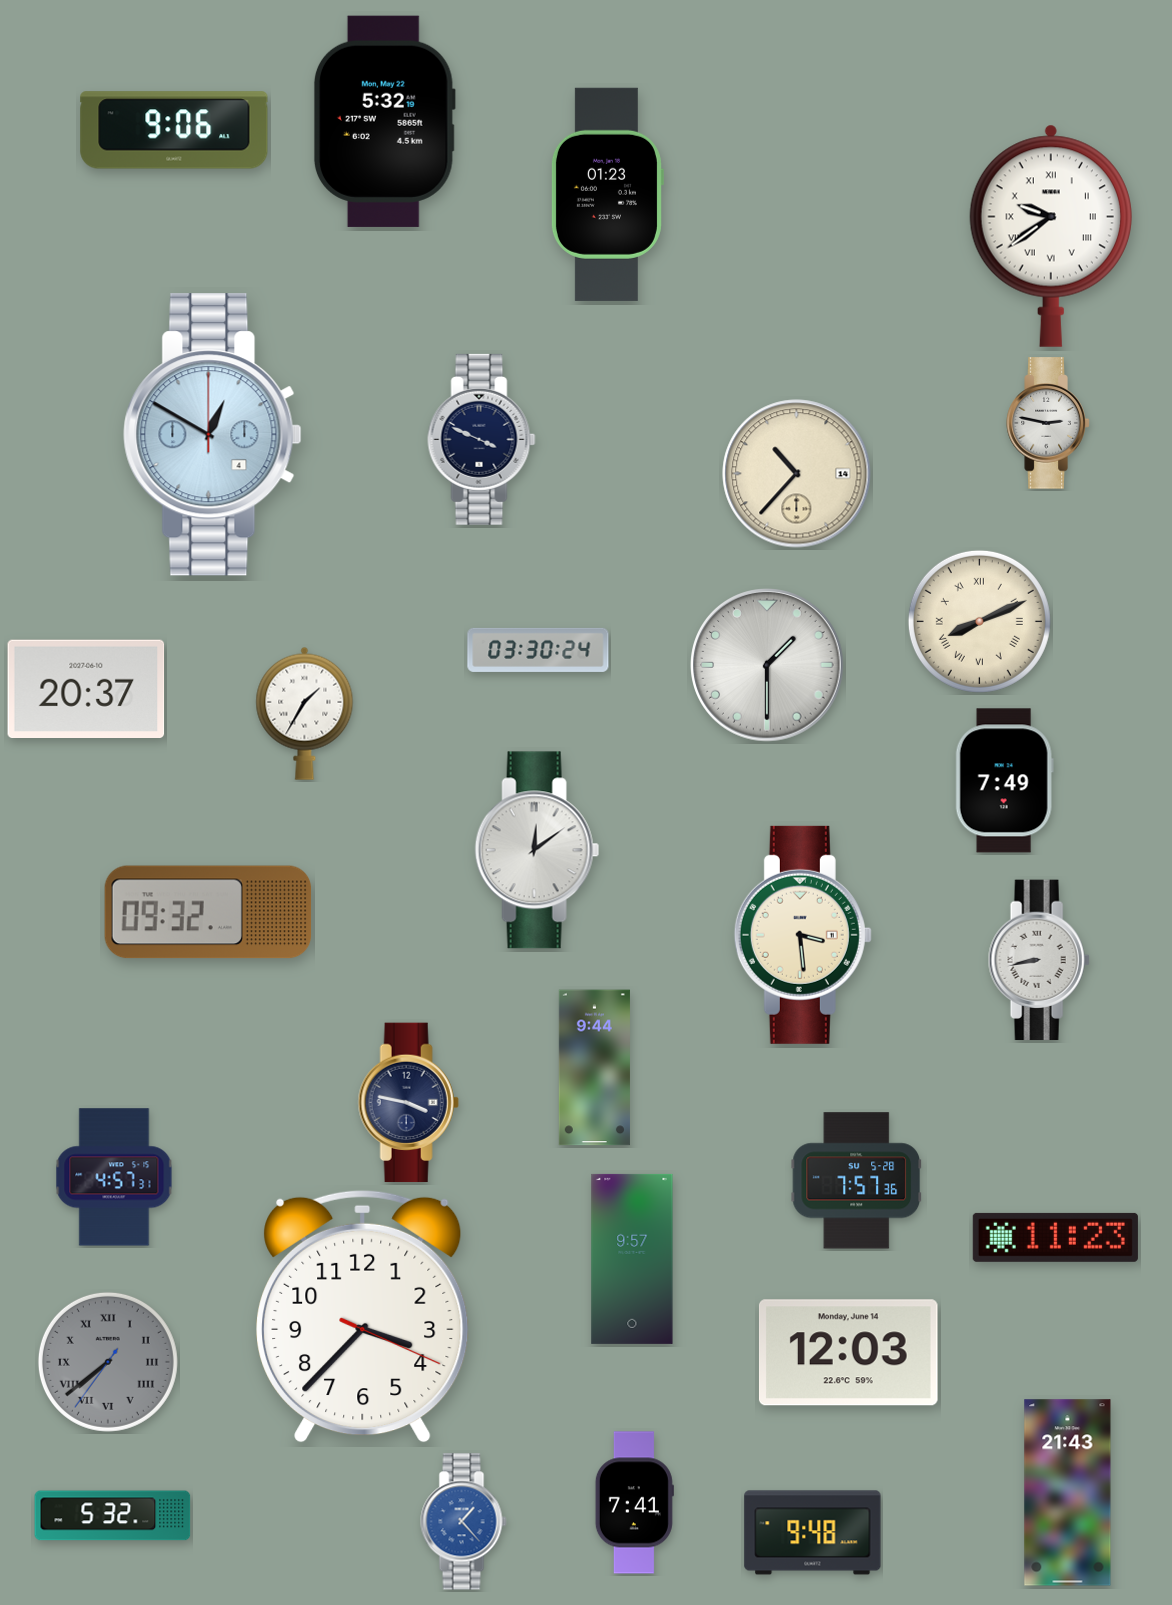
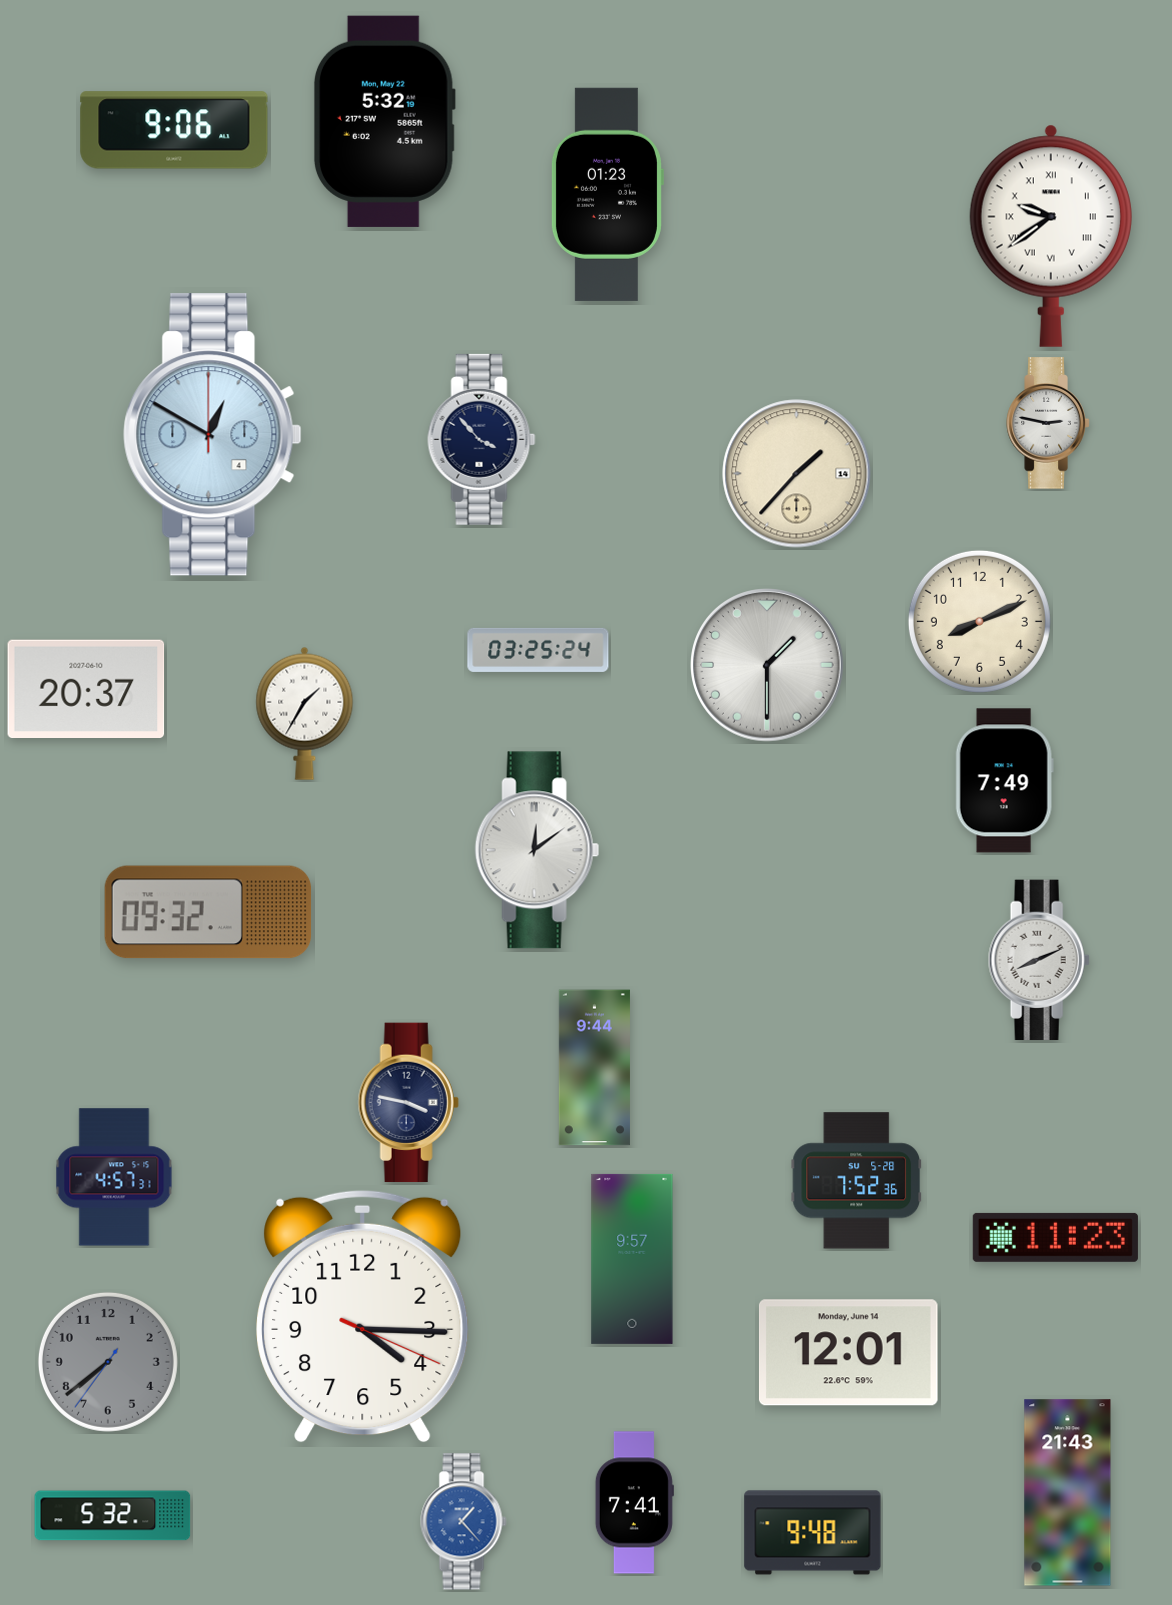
clock at (482, 439): 3:49 -> 3:53
clock at (797, 474): 10:37 -> 1:37
clock at (979, 621) numerals: Roman -> Arabic
clock at (538, 650): 03:30 -> 03:25
clock at (803, 935): 3:29 -> none
clock at (1039, 960): 8:43 -> 8:11
clock at (857, 1181): 7:57 -> 7:52
clock at (363, 1316): 3:37 -> 4:15
clock at (848, 1353): 12:03 -> 12:01
clock at (108, 1362) numerals: Roman -> Arabic
